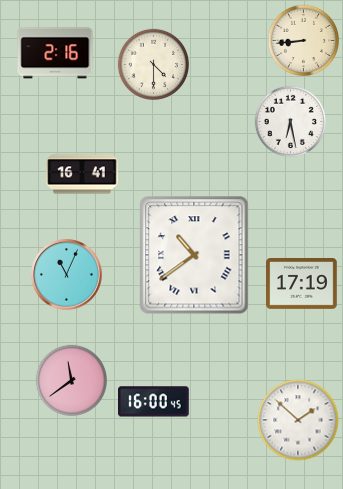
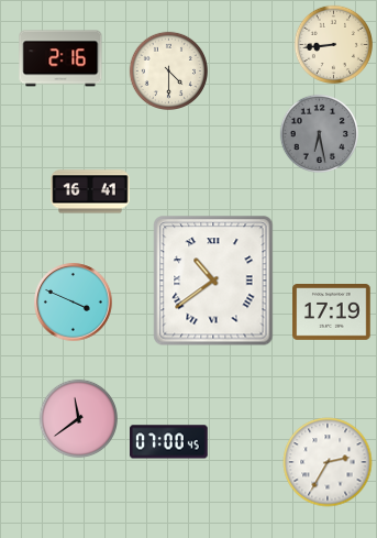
clock at (290, 121) dial: white -> grey
clock at (67, 275): 11:04 -> 3:49
clock at (154, 402): 16:00 -> 07:00
clock at (298, 420): 1:52 -> 2:35
